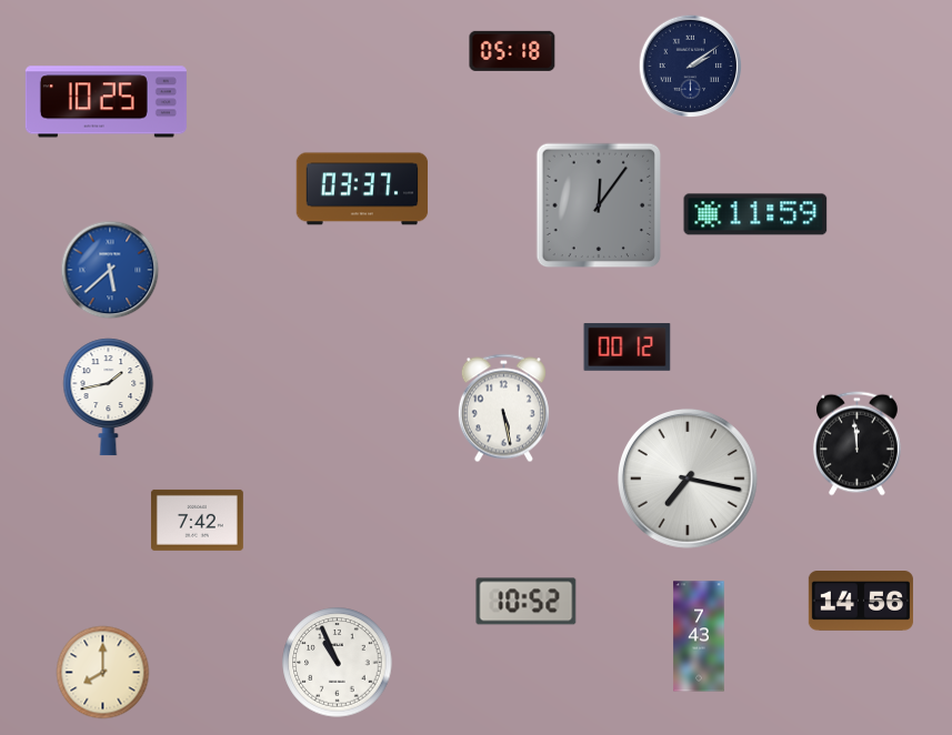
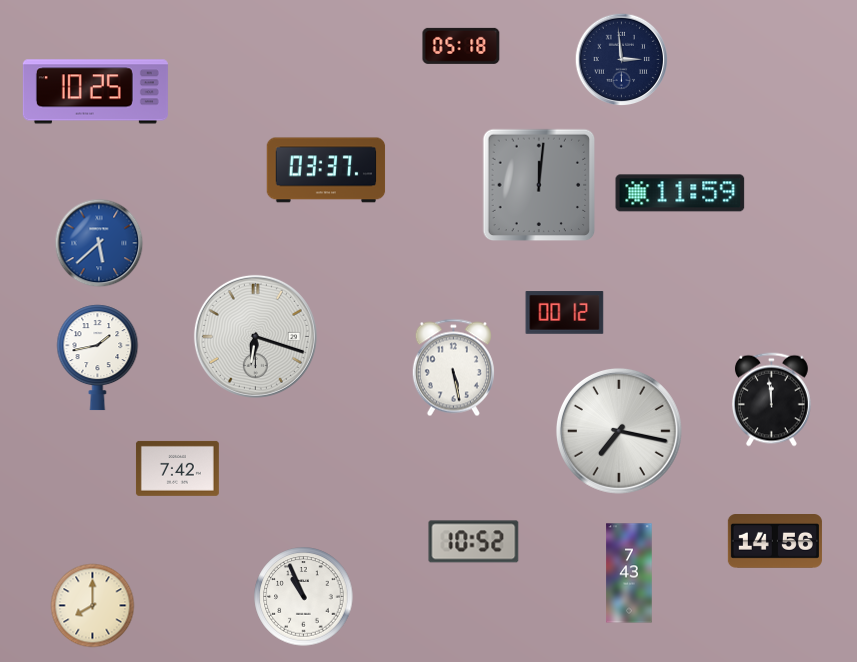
clock at (691, 67): 2:09 -> 2:59
clock at (599, 205): 12:06 -> 12:01
clock at (255, 336): none -> 6:18
